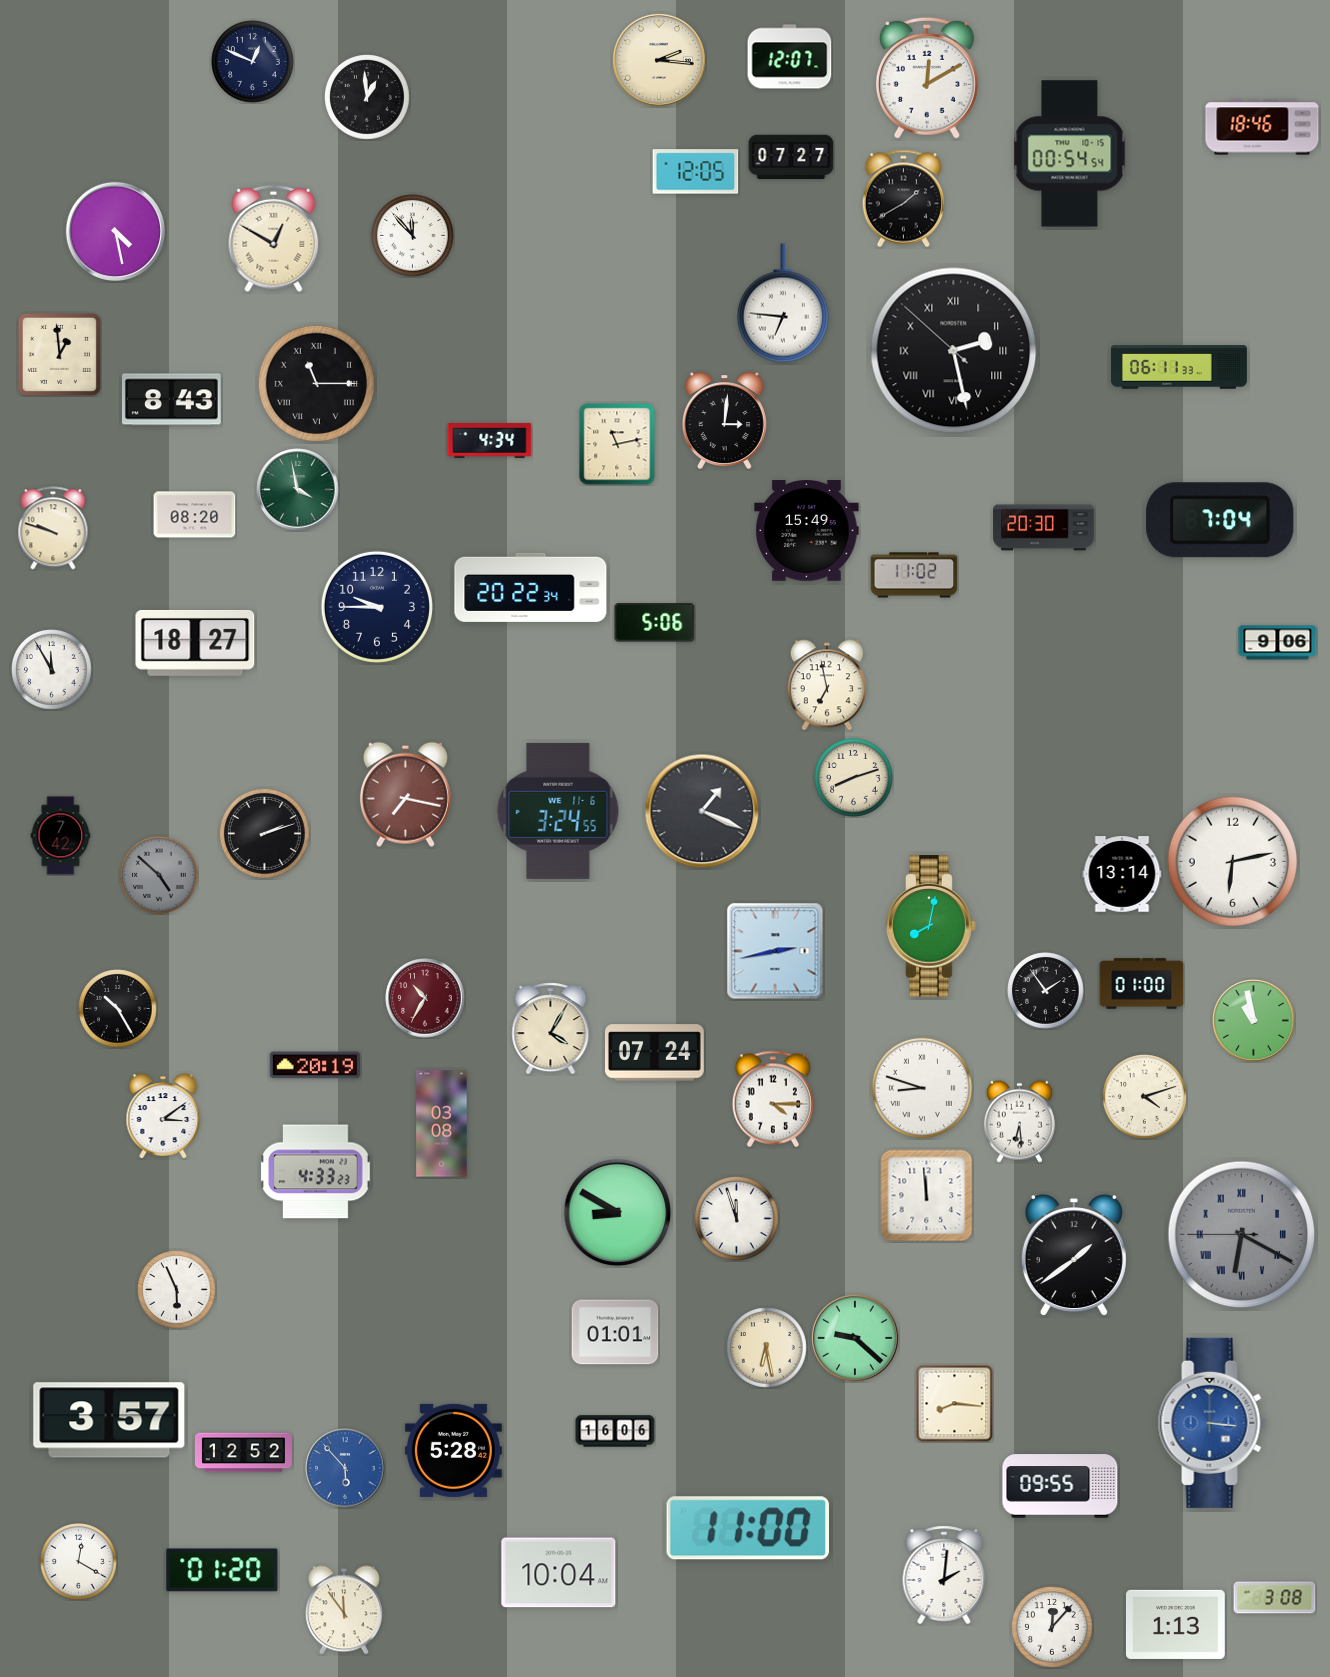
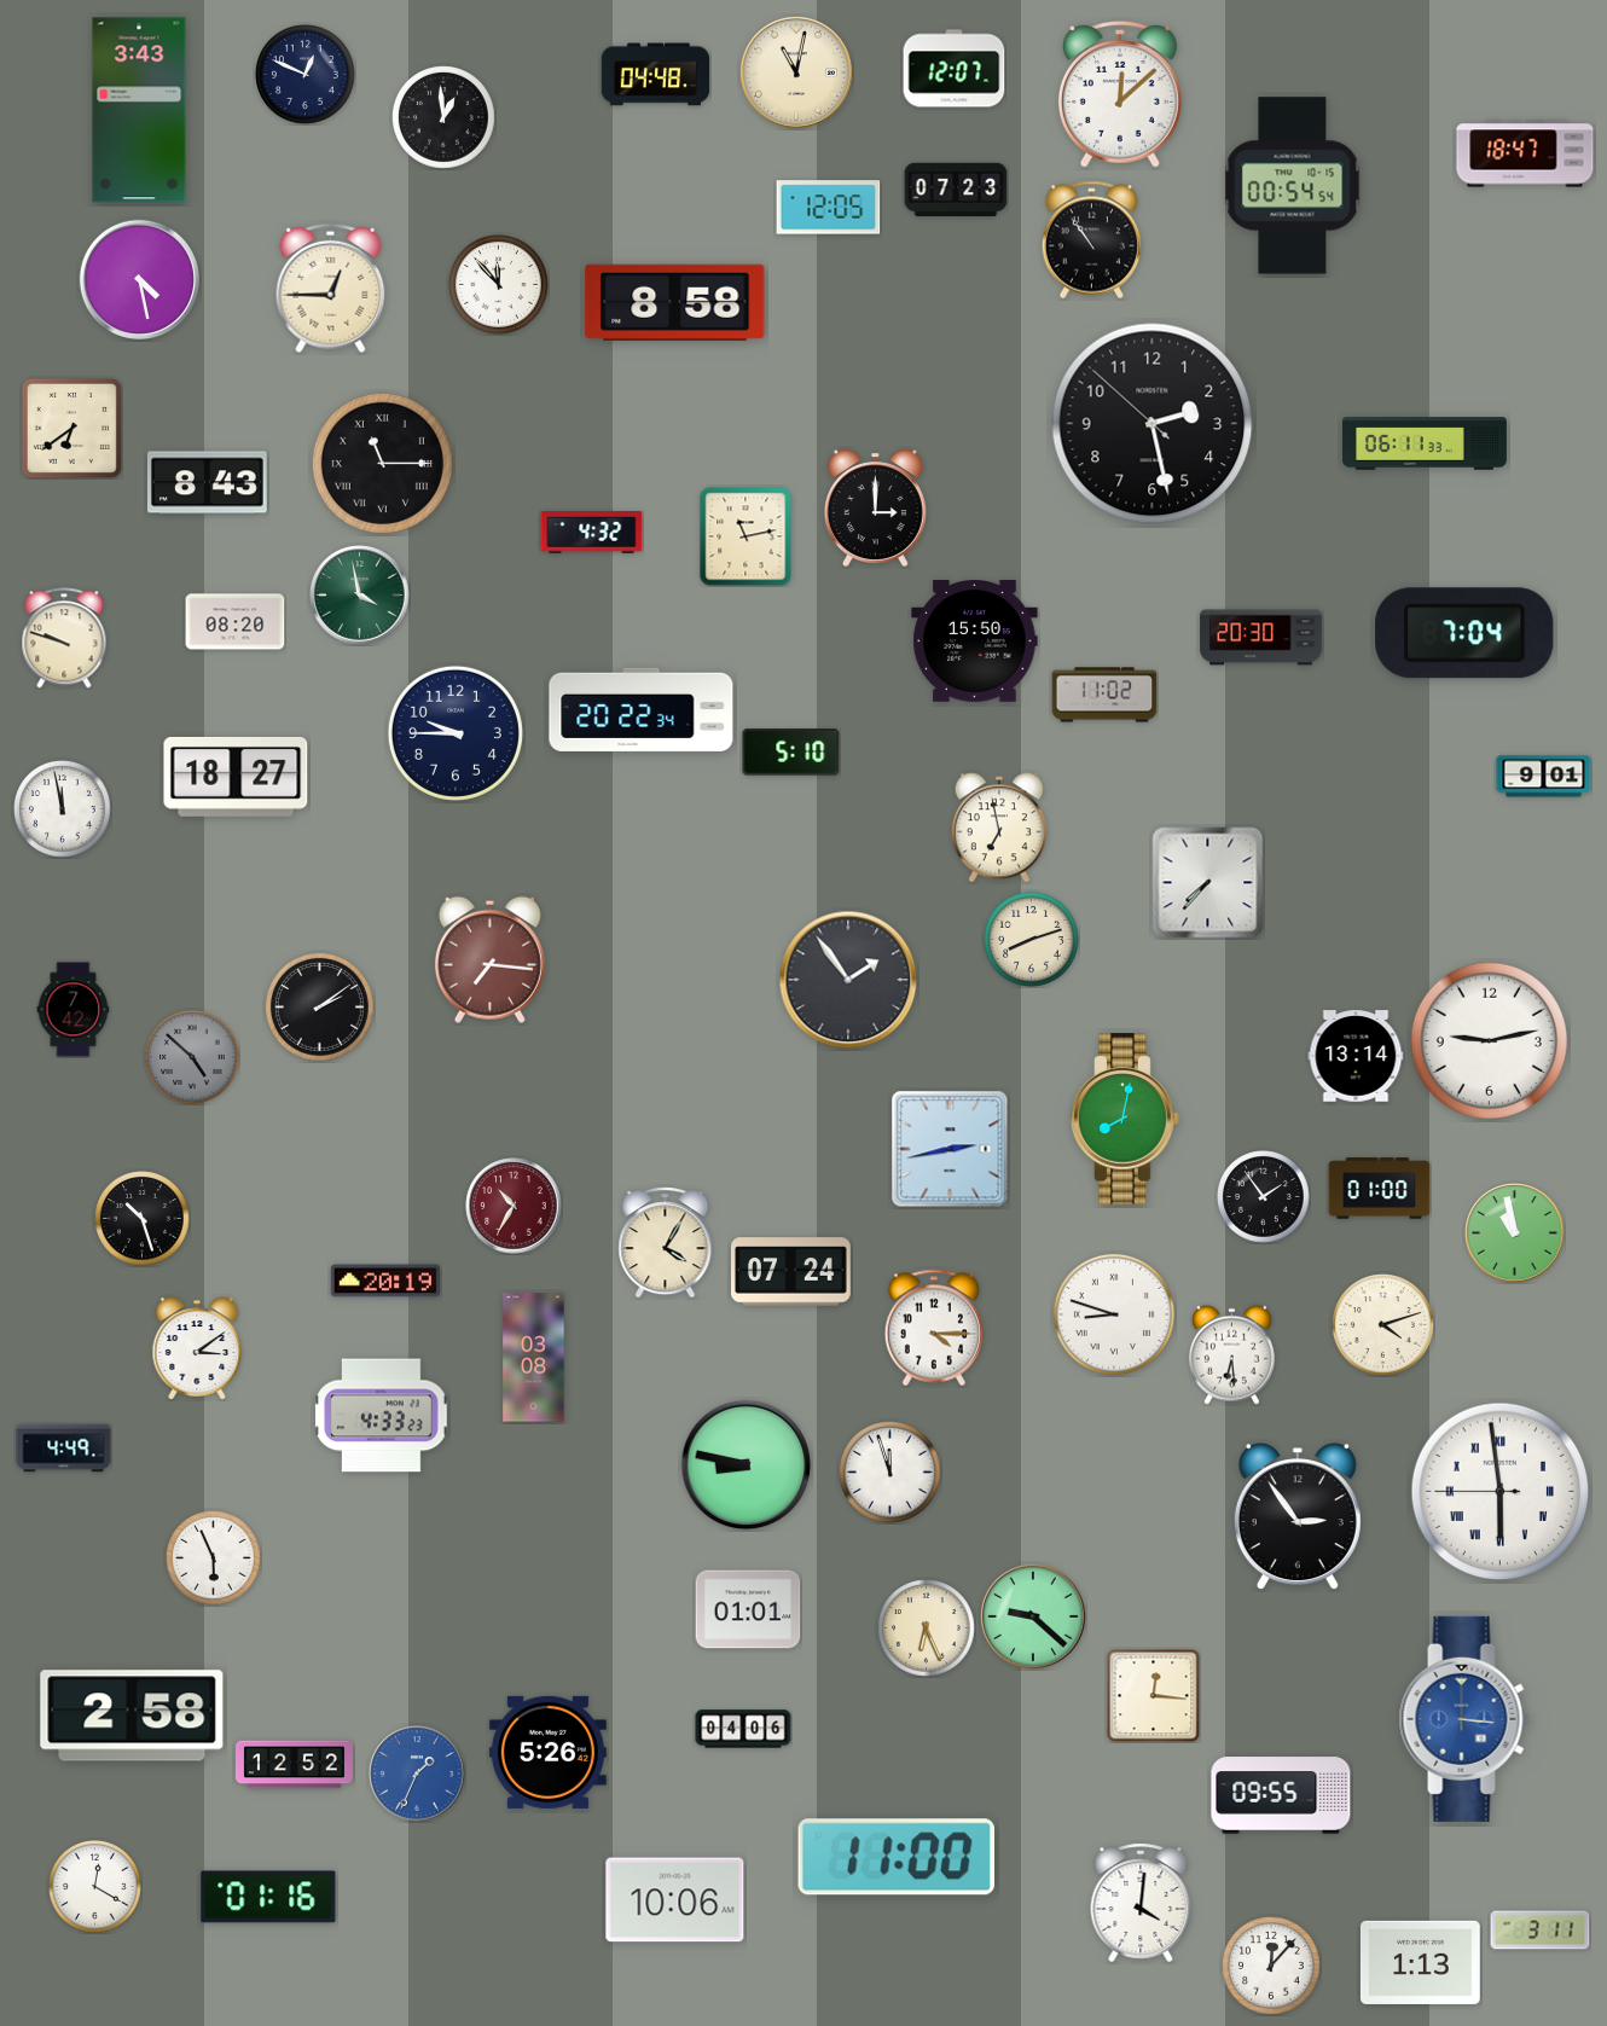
clock at (659, 60): 2:16 -> 11:02
clock at (656, 75): none -> 04:48
clock at (927, 78): 12:10 -> 12:08
clock at (139, 110): none -> 3:43
clock at (1262, 127): 18:46 -> 18:47
clock at (791, 157): 07:27 -> 07:23
clock at (696, 172) position: (696, 172) -> (829, 208)
clock at (904, 199): 1:40 -> 10:54
clock at (274, 239): 12:50 -> 12:45
clock at (675, 302): none -> 8:58
clock at (783, 303): 6:46 -> none
clock at (954, 351) numerals: Roman -> Arabic
clock at (59, 354): 12:59 -> 6:39
clock at (724, 420): 3:01 -> 3:00
clock at (490, 441): 4:34 -> 4:32
clock at (298, 490) position: (298, 490) -> (360, 596)
clock at (1220, 520) position: (1220, 520) -> (1464, 633)
clock at (807, 531): 15:49 -> 15:50
clock at (655, 623): 5:06 -> 5:10
clock at (1278, 643): 9:06 -> 9:01
clock at (52, 670): 11:55 -> 11:58
clock at (1208, 883): none -> 7:37
clock at (405, 794): 7:17 -> 7:16
clock at (558, 811): 3:24 -> none
clock at (702, 811): 1:19 -> 1:54
clock at (264, 833): 2:12 -> 2:09
clock at (1232, 861): 6:13 -> 9:13
clock at (775, 951) position: (775, 951) -> (950, 1149)
clock at (118, 1009): 10:25 -> 10:27
clock at (315, 1065) position: (315, 1065) -> (385, 1281)
clock at (927, 1196): 11:59 -> none
clock at (64, 1449): none -> 4:49
clock at (618, 1213): 8:50 -> 8:47
clock at (1242, 1235): 6:19 -> 5:58
clock at (1242, 1235) dial: grey -> white
clock at (1074, 1256): 1:39 -> 2:54
clock at (615, 1332) position: (615, 1332) -> (748, 1609)
clock at (767, 1348): 6:28 -> 6:26
clock at (954, 1403): 8:16 -> 12:16
clock at (109, 1420): 3:57 -> 2:58
clock at (615, 1431): 16:06 -> 04:06
clock at (453, 1450): 5:28 -> 5:26
clock at (243, 1453) position: (243, 1453) -> (294, 1765)
clock at (345, 1468): 5:53 -> 1:34
clock at (747, 1528) position: (747, 1528) -> (895, 1857)
clock at (222, 1570): 01:20 -> 01:16
clock at (559, 1573): 10:04 -> 10:06
clock at (944, 1575): 2:01 -> 4:01
clock at (1275, 1598): 3:08 -> 3:11
clock at (345, 1610): 11:54 -> none
